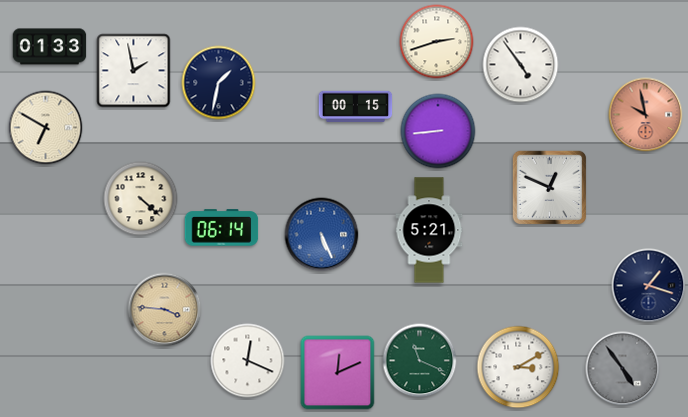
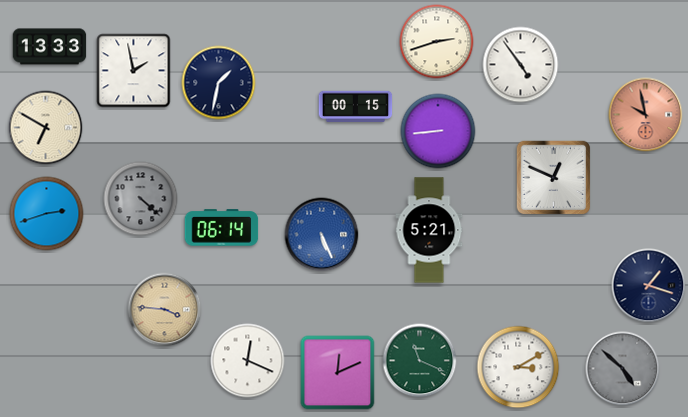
clock at (50, 47): 01:33 -> 13:33
clock at (550, 188) position: (550, 188) -> (554, 178)
clock at (141, 199) dial: cream -> grey
clock at (47, 214): none -> 2:42
clock at (623, 369): 4:54 -> 4:52
